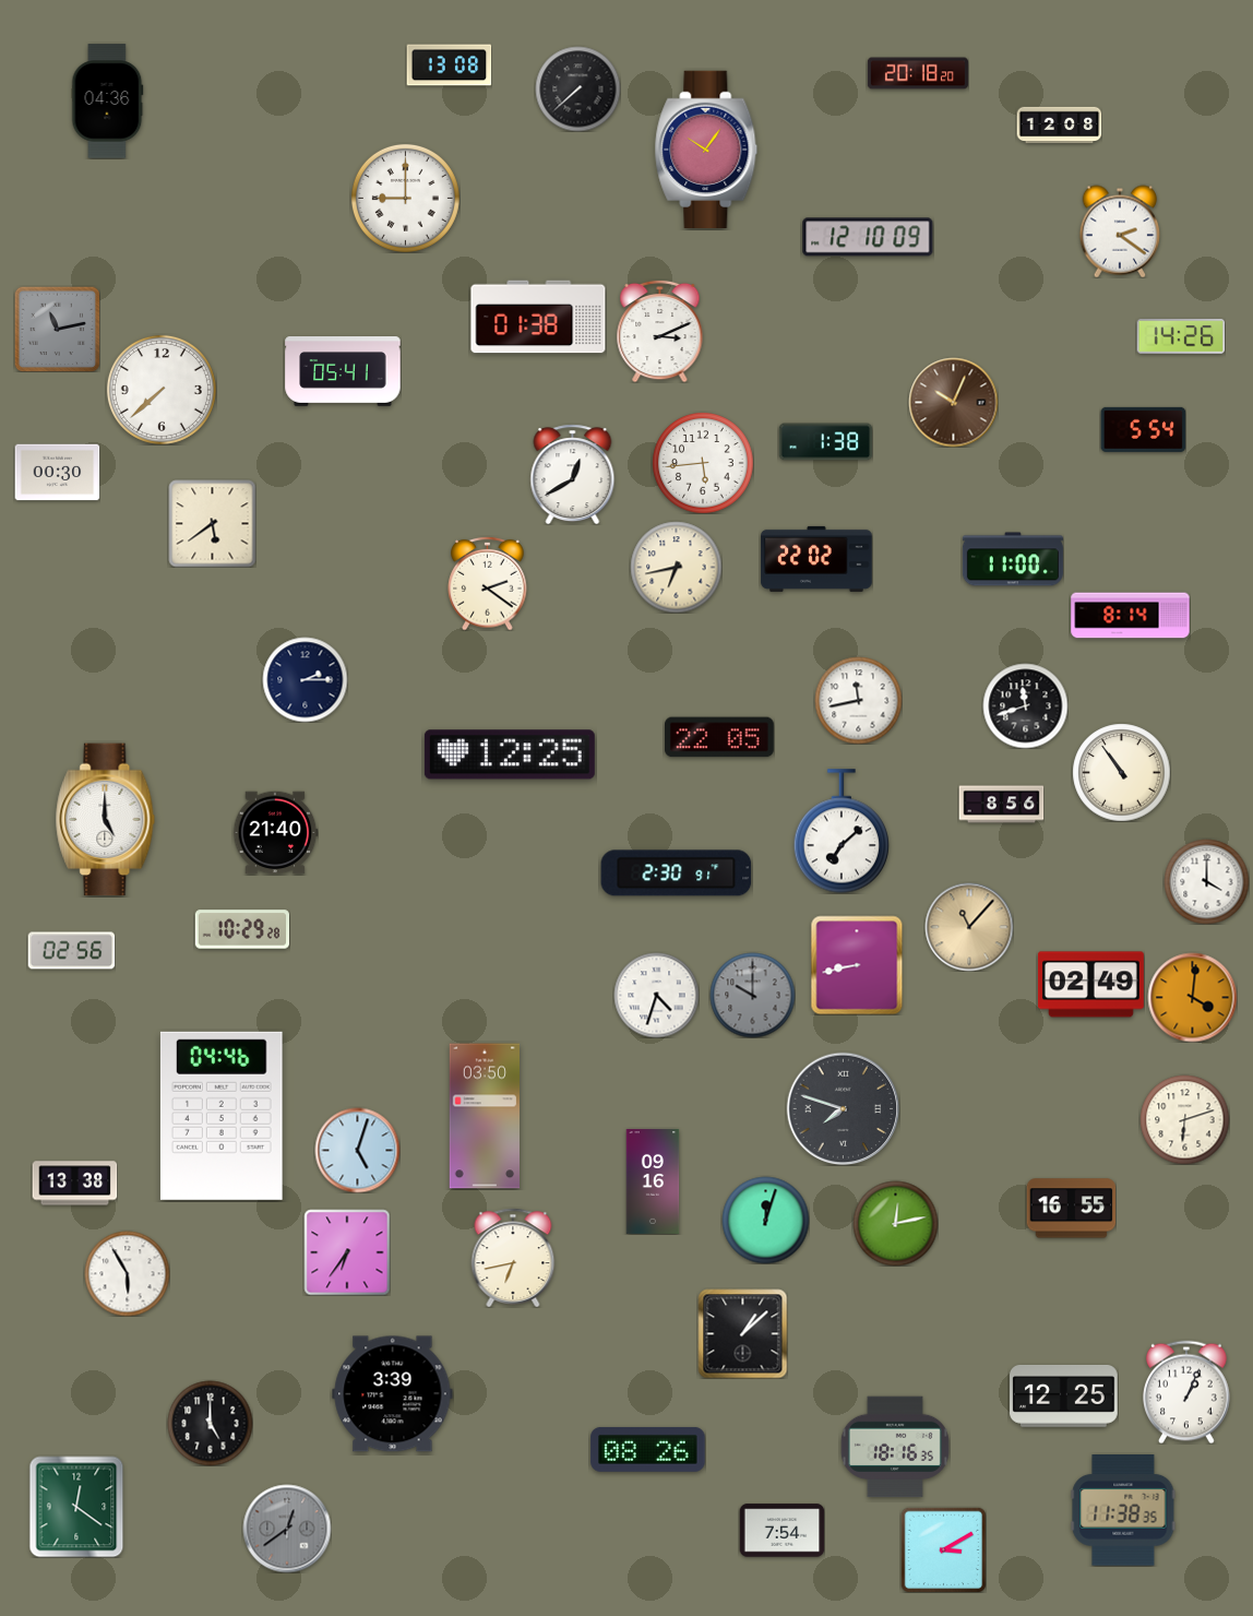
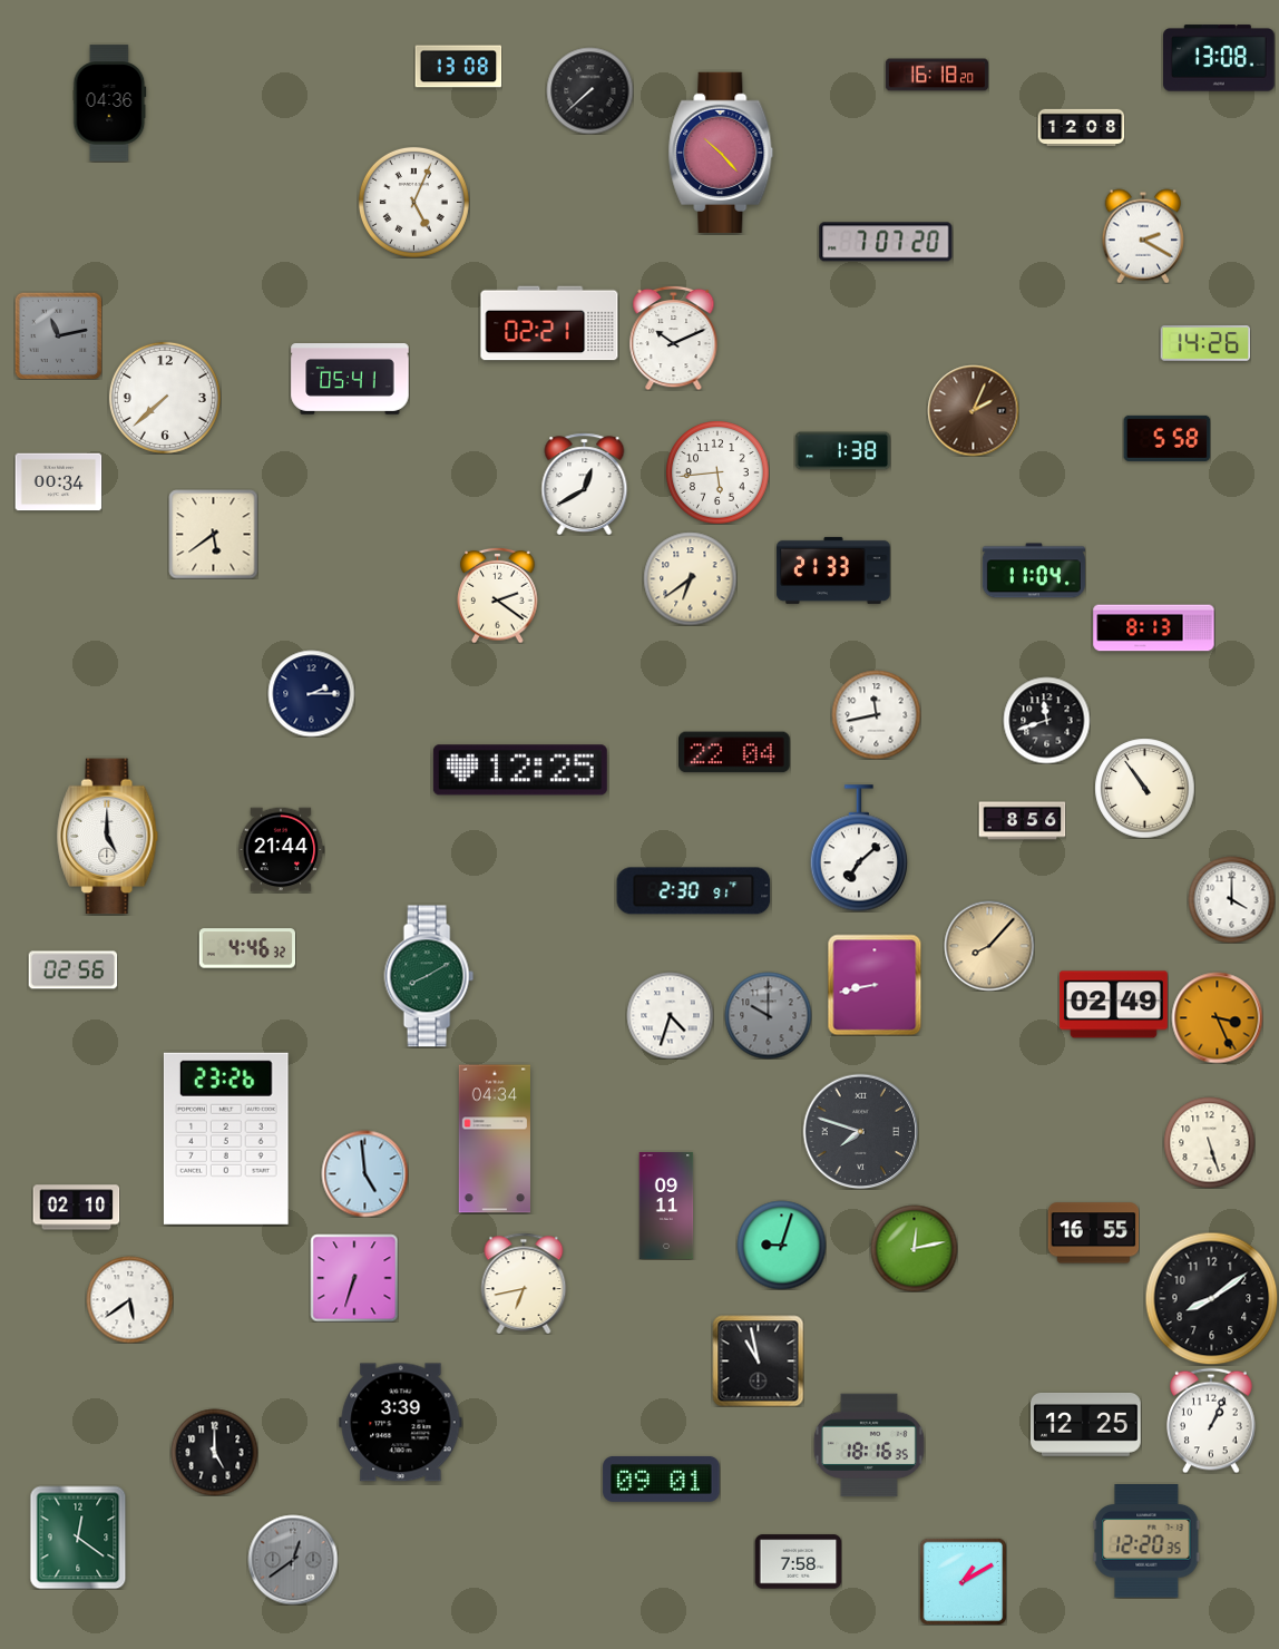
clock at (1220, 58): none -> 13:08
clock at (918, 73): 20:18 -> 16:18
clock at (706, 148): 10:06 -> 10:23
clock at (405, 198): 9:00 -> 5:04
clock at (1119, 231): 2:21 -> 2:20
clock at (868, 237): 12:10 -> 7:07
clock at (538, 317): 01:38 -> 02:21
clock at (660, 331): 3:11 -> 10:11
clock at (953, 402): 10:04 -> 2:04
clock at (1143, 429): 5:54 -> 5:58
clock at (57, 473): 00:30 -> 00:34
clock at (212, 523) position: (212, 523) -> (213, 534)
clock at (816, 559): 22:02 -> 21:33
clock at (1013, 559): 11:00 -> 11:04
clock at (676, 567): 6:43 -> 6:39
clock at (1131, 616): 8:14 -> 8:13
clock at (720, 737): 22:05 -> 22:04
clock at (275, 833): 21:40 -> 21:44
clock at (677, 874) position: (677, 874) -> (694, 891)
clock at (969, 927): 11:07 -> 8:07
clock at (241, 929): 10:29 -> 4:46
clock at (429, 976): none -> 8:10
clock at (1192, 997): 4:01 -> 3:26
clock at (222, 1116): 04:46 -> 23:26
clock at (484, 1116): 03:50 -> 04:34
clock at (1184, 1119): 6:12 -> 5:27
clock at (357, 1150): 5:03 -> 4:59
clock at (653, 1181): 09:16 -> 09:11
clock at (74, 1184): 13:38 -> 02:10
clock at (765, 1220): 12:03 -> 9:03
clock at (347, 1252): 6:36 -> 6:33
clock at (1211, 1298): none -> 8:09
clock at (127, 1273): 5:55 -> 5:39
clock at (742, 1333): 1:08 -> 10:58
clock at (895, 1447) position: (895, 1447) -> (869, 1445)
clock at (648, 1449): 08:26 -> 09:01
clock at (1123, 1511): 11:38 -> 12:20
clock at (781, 1531): 7:54 -> 7:58
clock at (943, 1549): 3:10 -> 1:10
